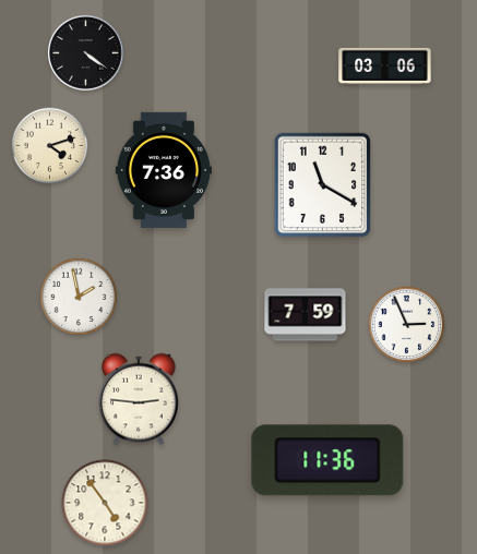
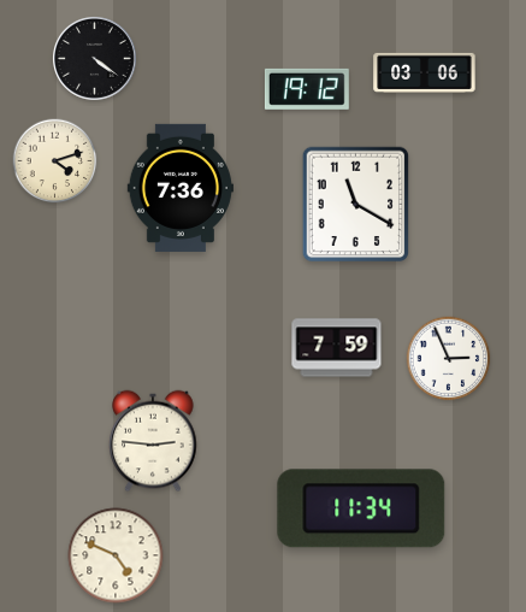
clock at (307, 89): none -> 19:12
clock at (79, 297): 1:58 -> none
clock at (327, 460): 11:36 -> 11:34
clock at (105, 503): 4:54 -> 4:49
